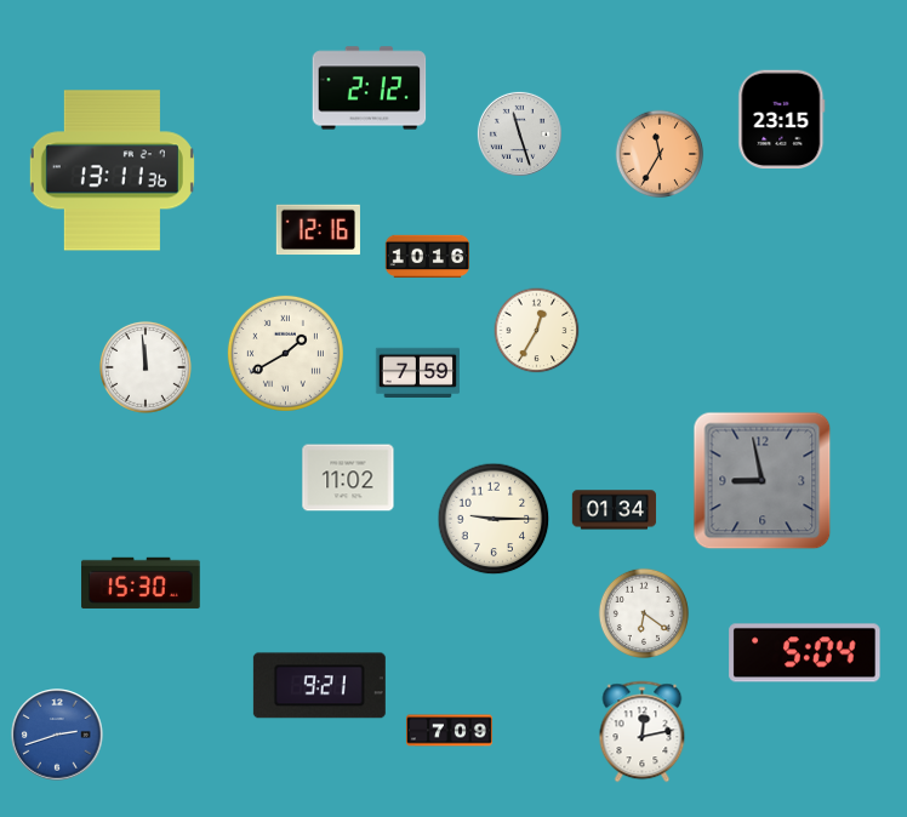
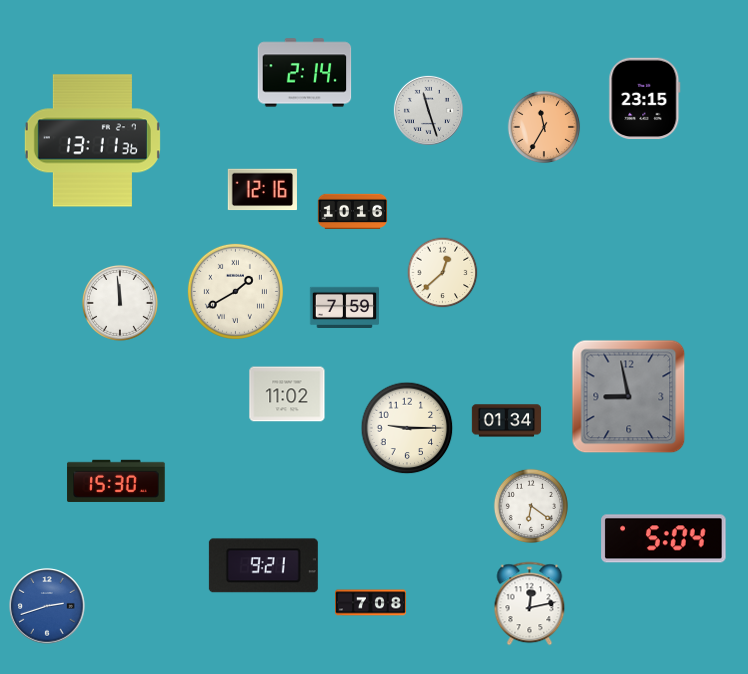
clock at (370, 88): 2:12 -> 2:14
clock at (537, 331): 12:35 -> 12:38
clock at (450, 731): 7:09 -> 7:08
